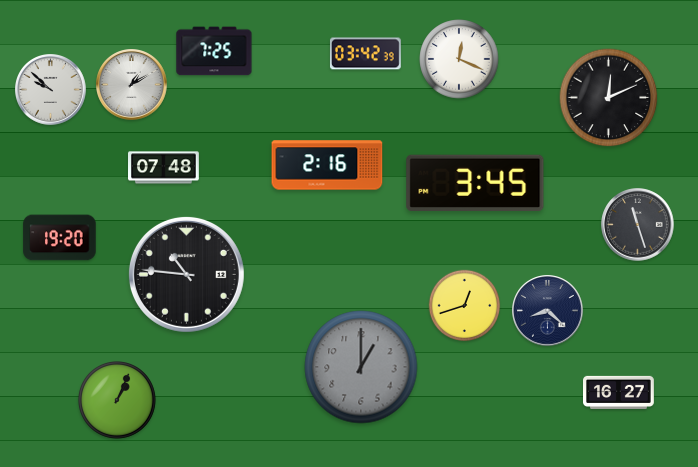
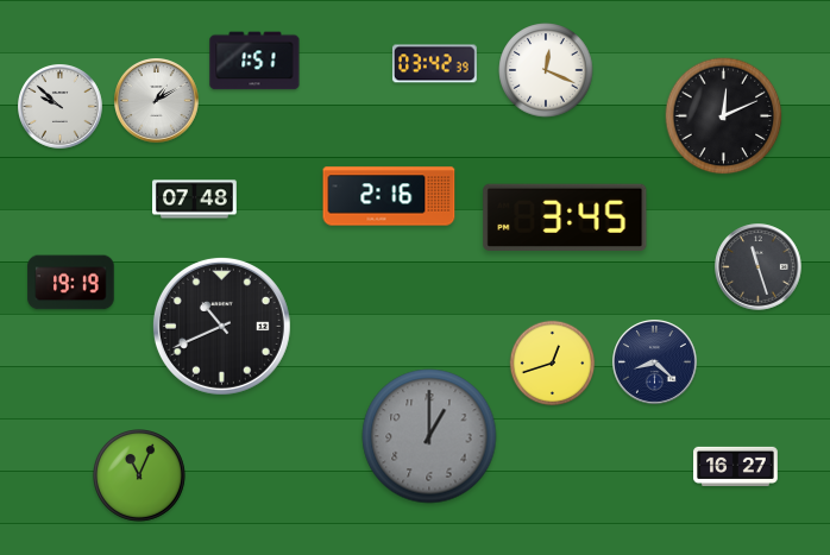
clock at (214, 51): 7:25 -> 1:51
clock at (60, 238): 19:20 -> 19:19
clock at (186, 274): 10:46 -> 10:41
clock at (548, 311) position: (548, 311) -> (655, 362)
clock at (118, 401): 1:04 -> 11:04
